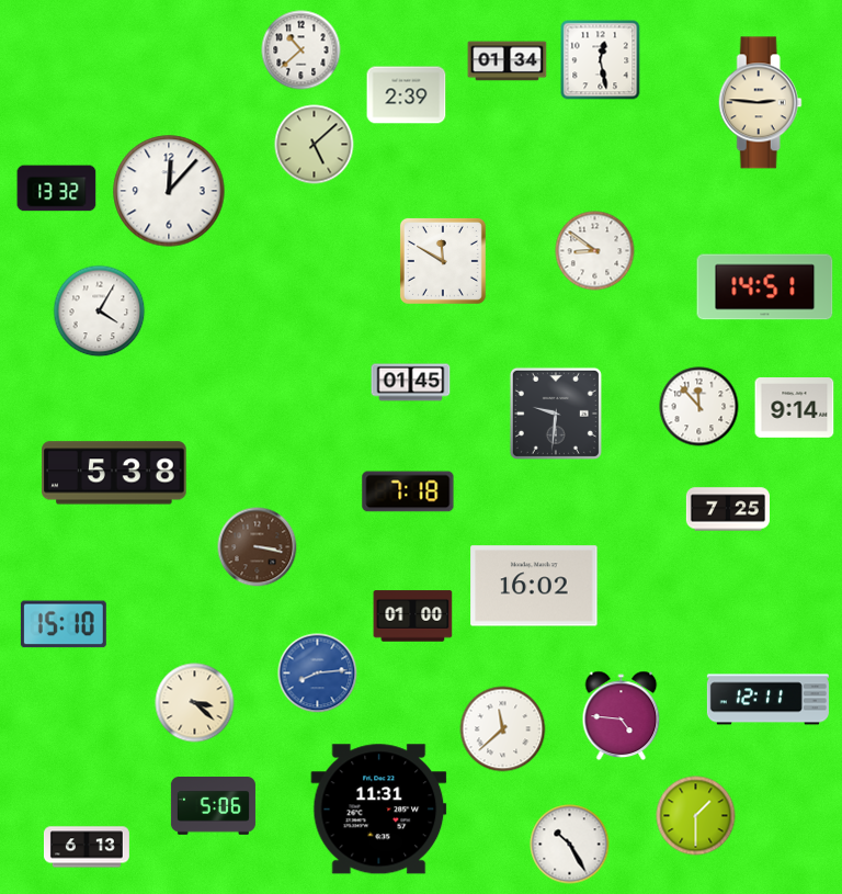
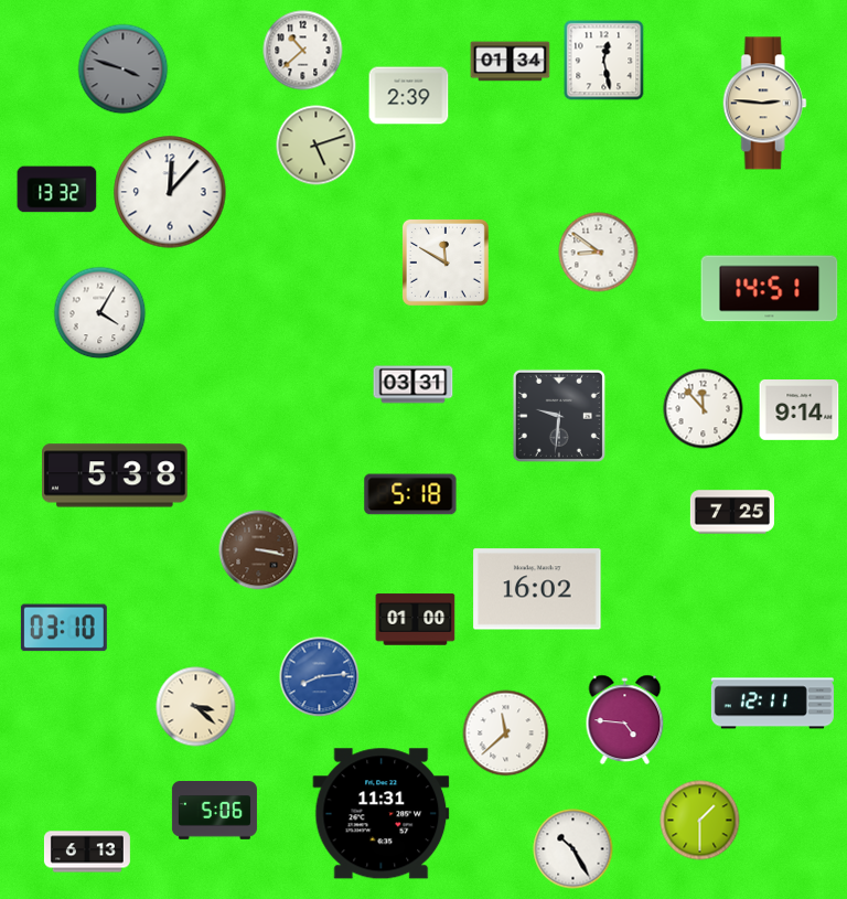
clock at (124, 69): none -> 3:48
clock at (315, 145): 5:08 -> 5:12
clock at (411, 383): 01:45 -> 03:31
clock at (408, 491): 7:18 -> 5:18
clock at (64, 624): 15:10 -> 03:10
